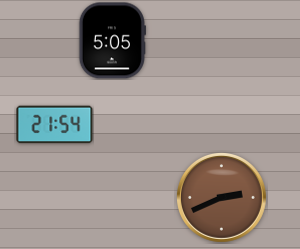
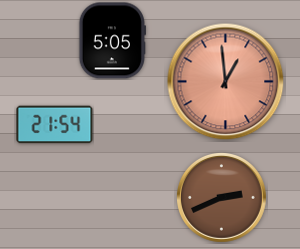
clock at (226, 82): none -> 12:59
